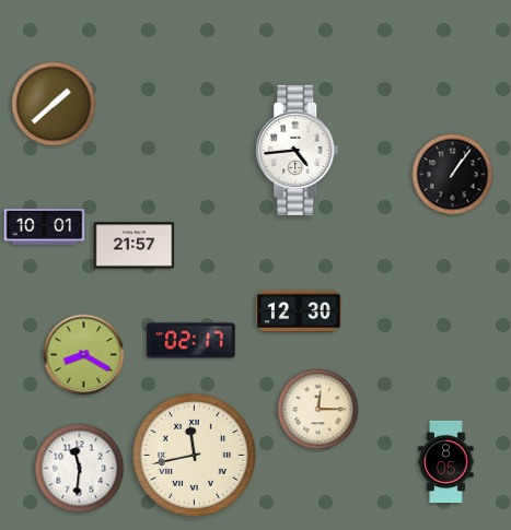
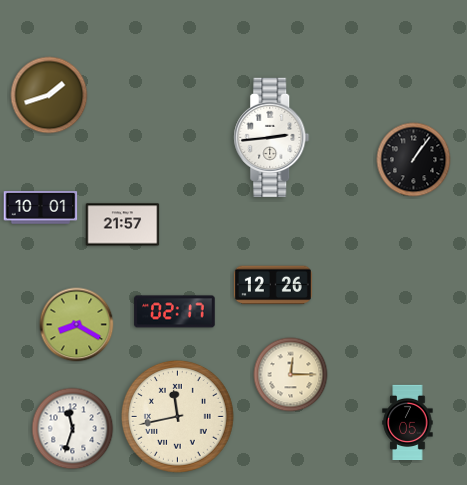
clock at (54, 104): 1:38 -> 1:42
clock at (298, 150): 4:44 -> 2:44
clock at (299, 311): 12:30 -> 12:26
clock at (446, 462): 8:05 -> 7:05
clock at (80, 469): 11:31 -> 11:33
